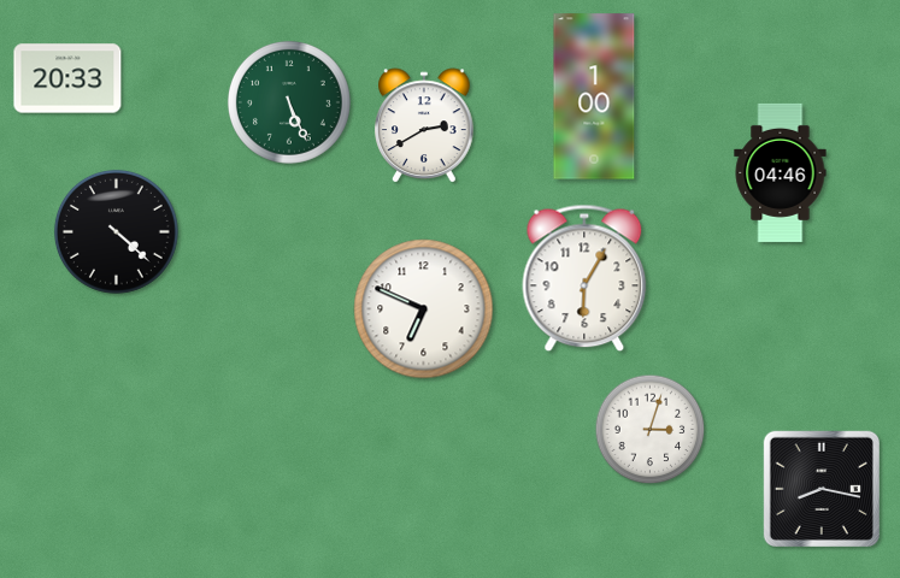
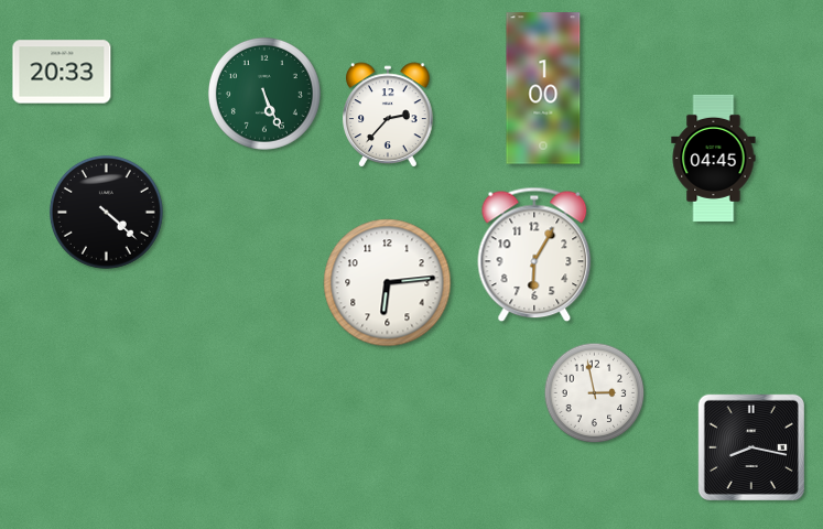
clock at (424, 125): 2:40 -> 2:37
clock at (781, 172): 04:46 -> 04:45
clock at (424, 309): 6:49 -> 6:14
clock at (651, 430): 3:03 -> 2:58
